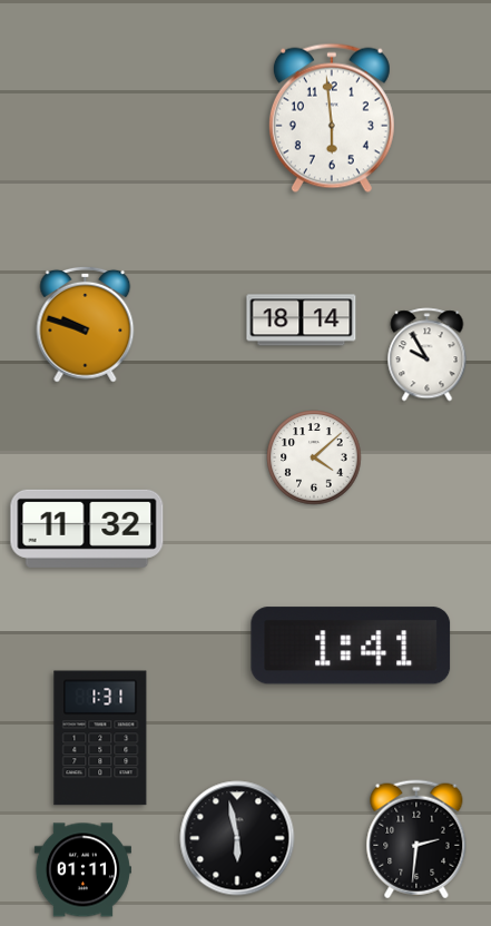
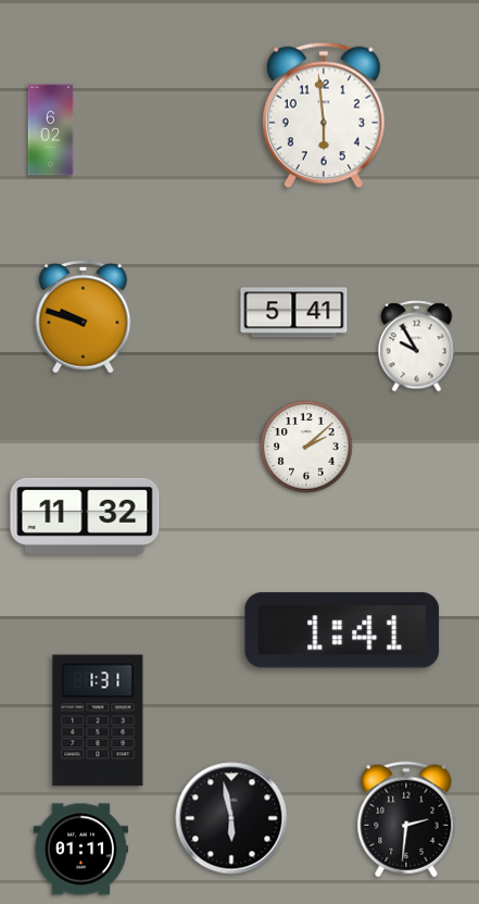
clock at (51, 130): none -> 6:02
clock at (302, 321): 18:14 -> 5:41
clock at (314, 457): 4:08 -> 2:08
